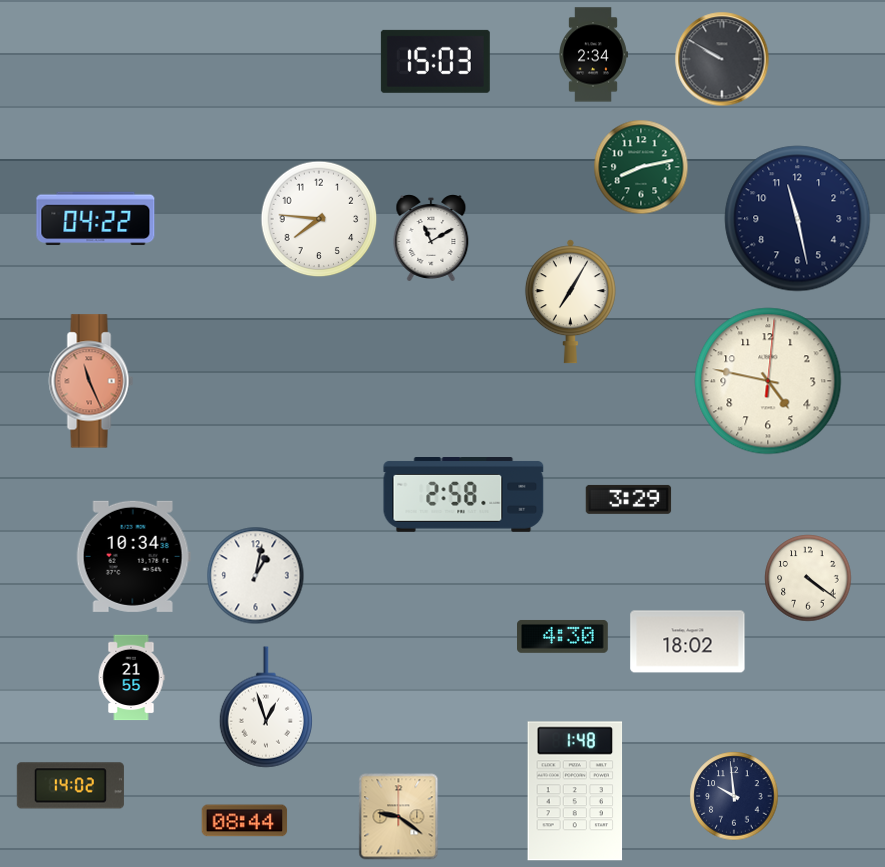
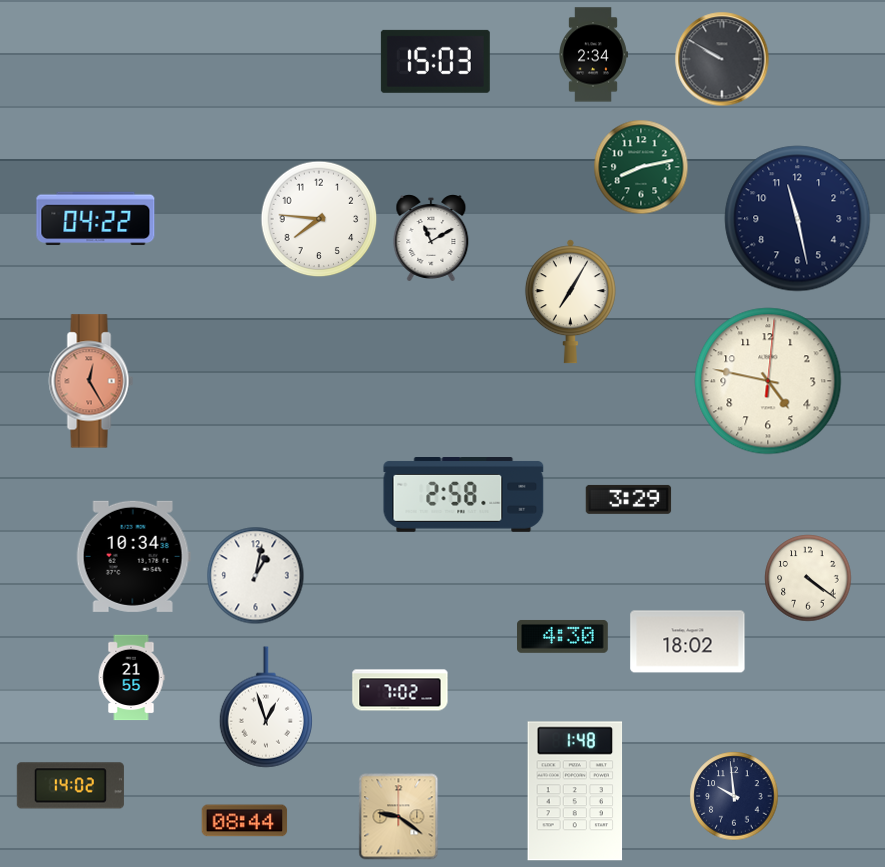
clock at (91, 381): 11:26 -> 12:25
clock at (400, 690): none -> 7:02
